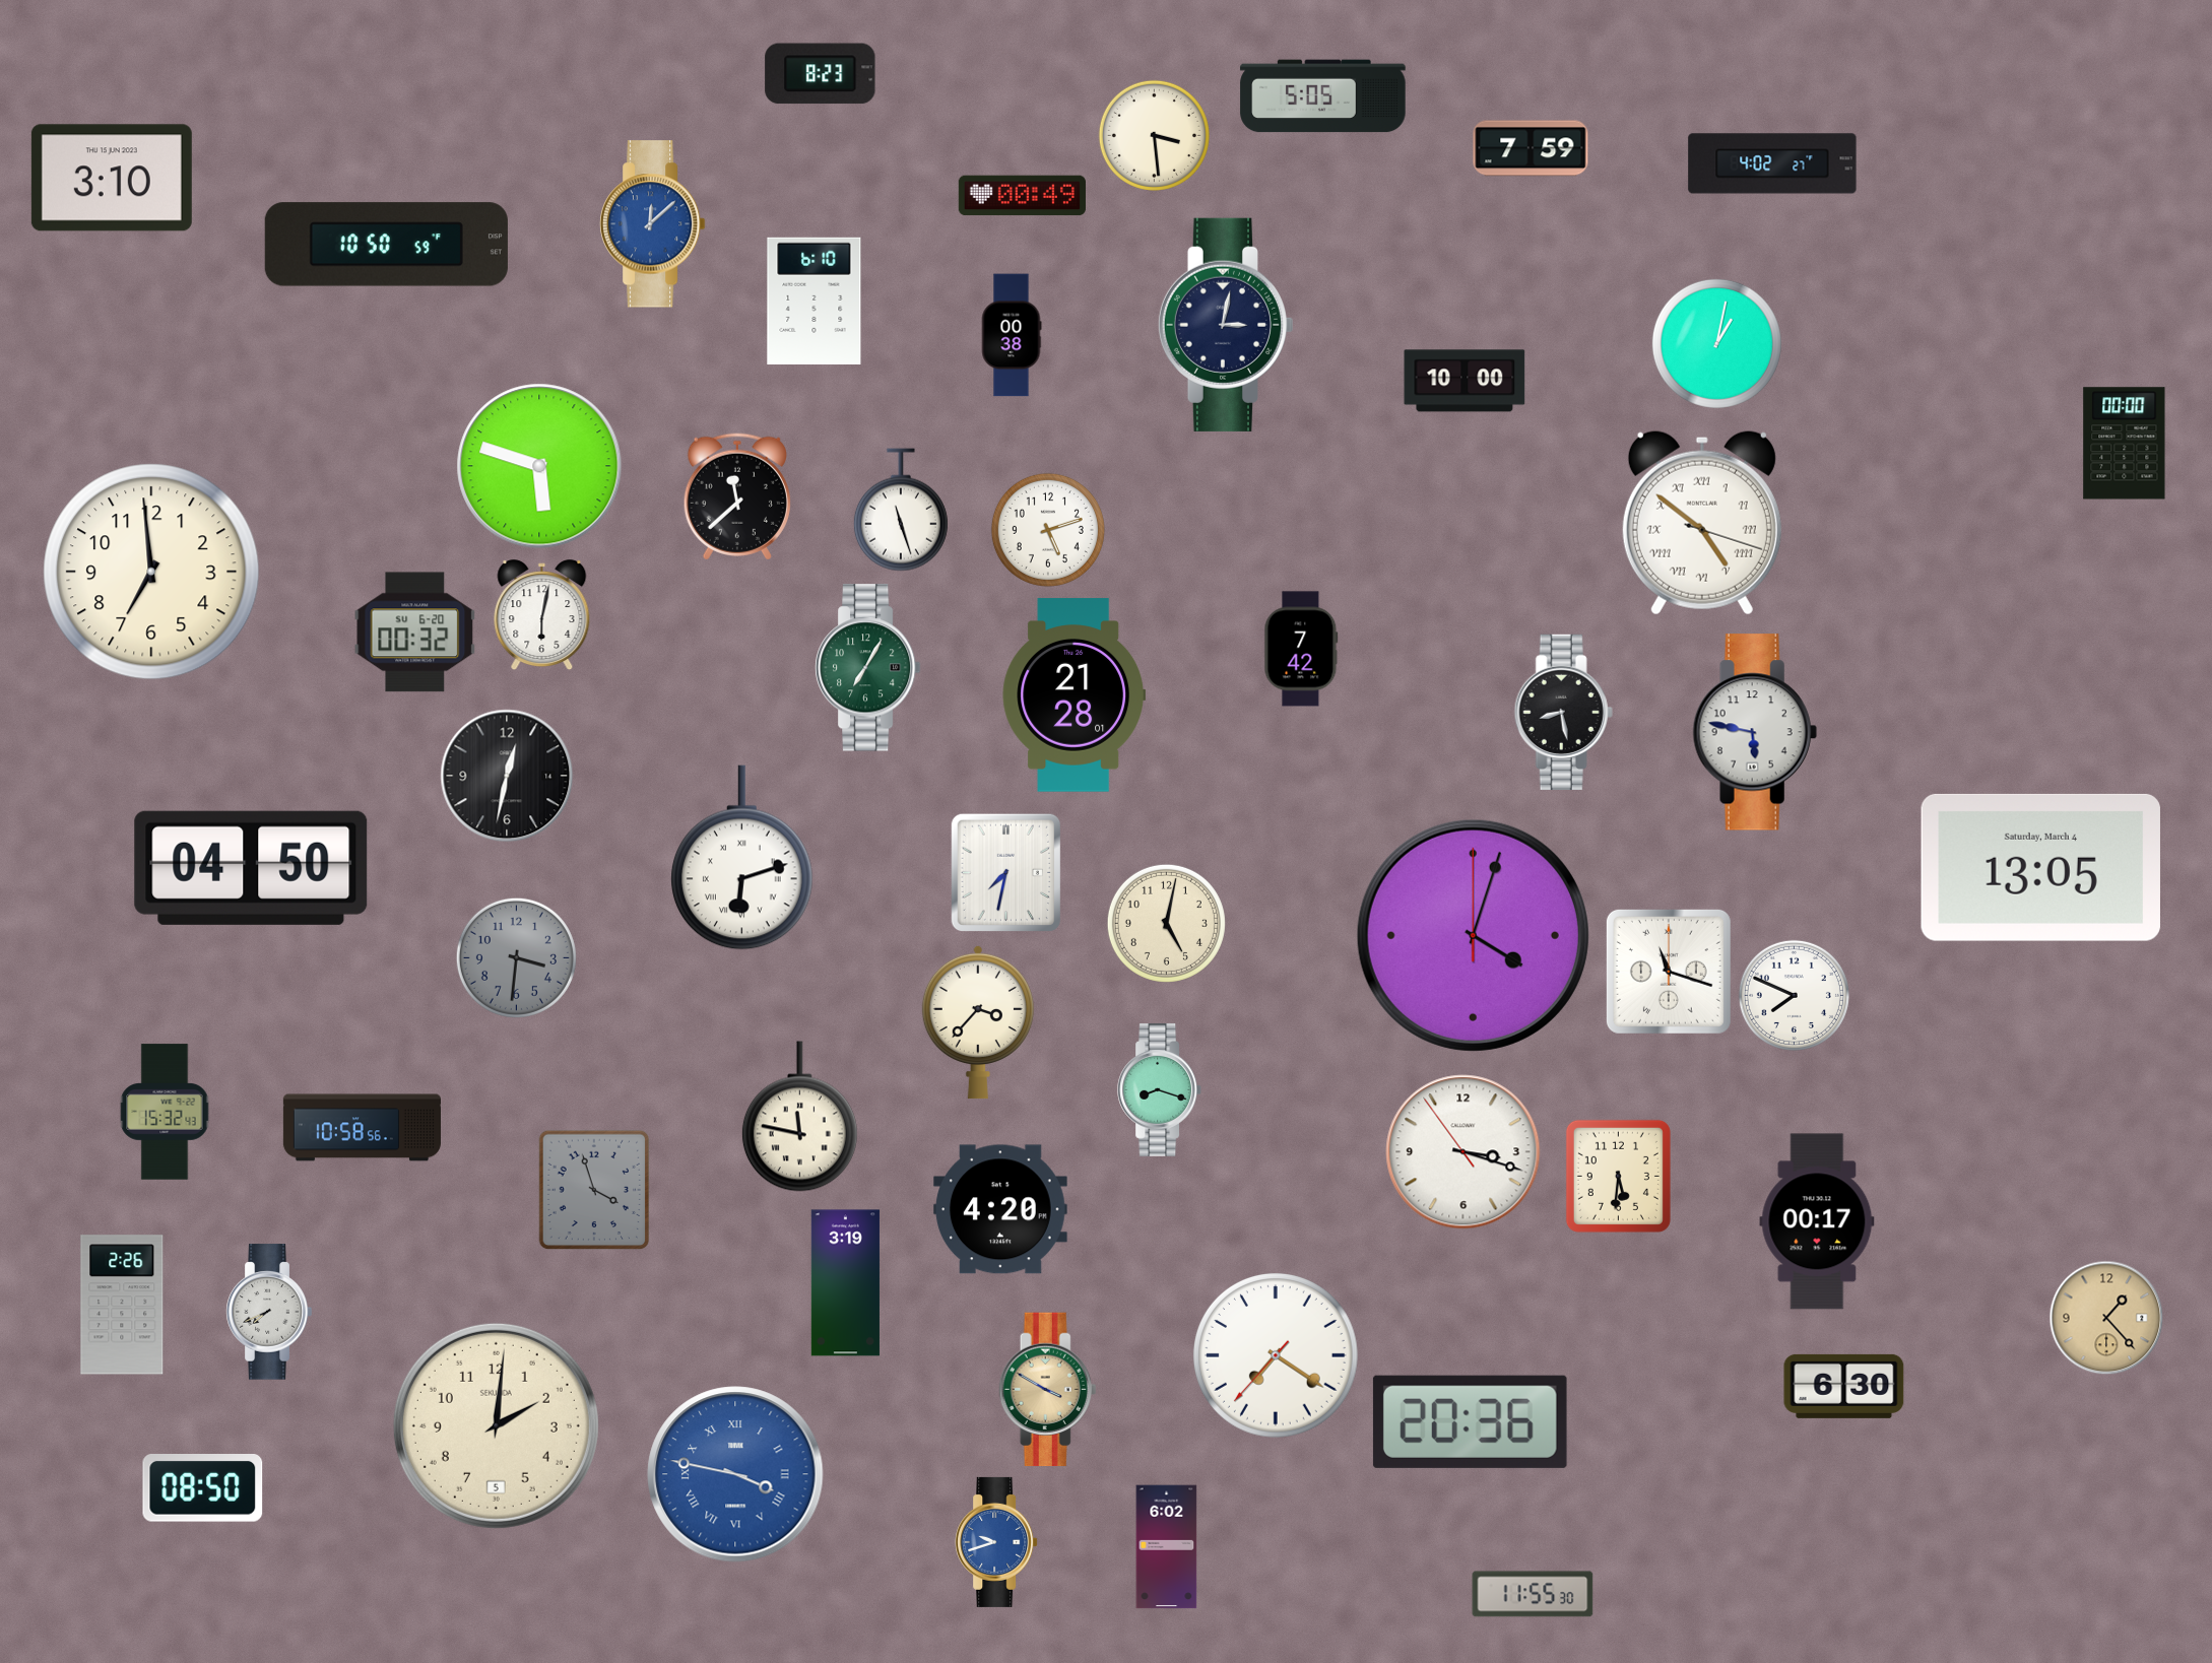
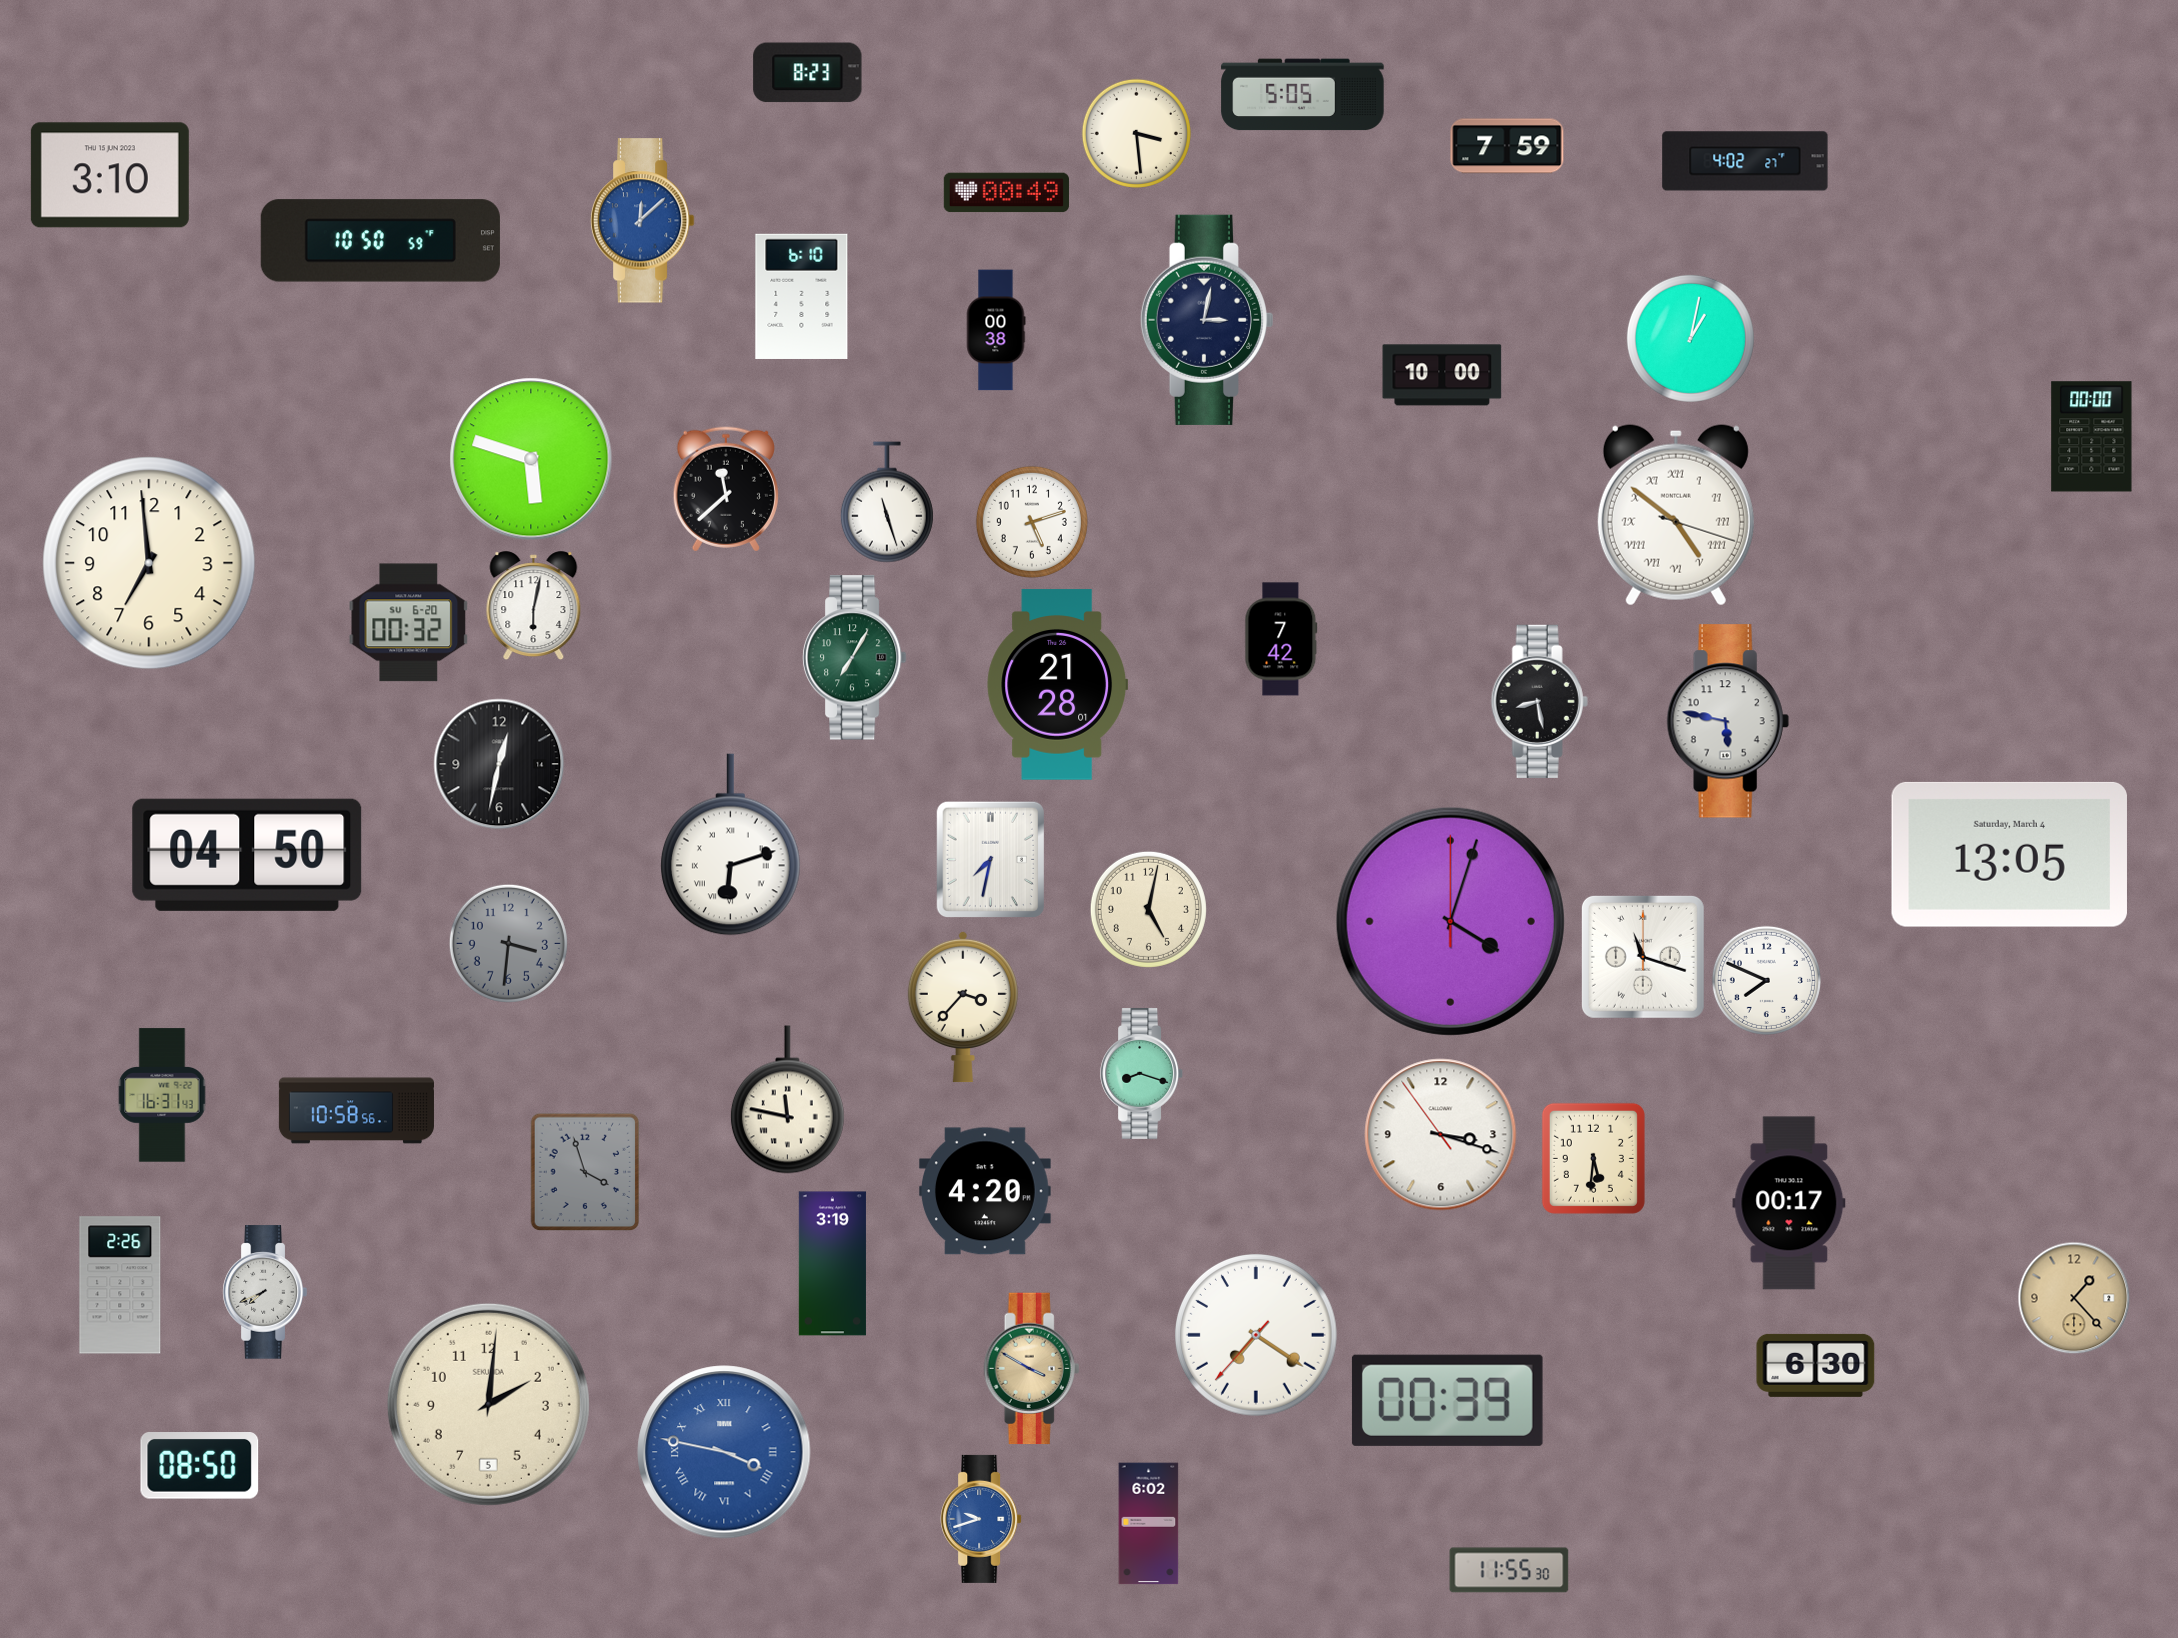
clock at (165, 1112): 15:32 -> 16:31
clock at (1470, 1421): 20:36 -> 00:39
